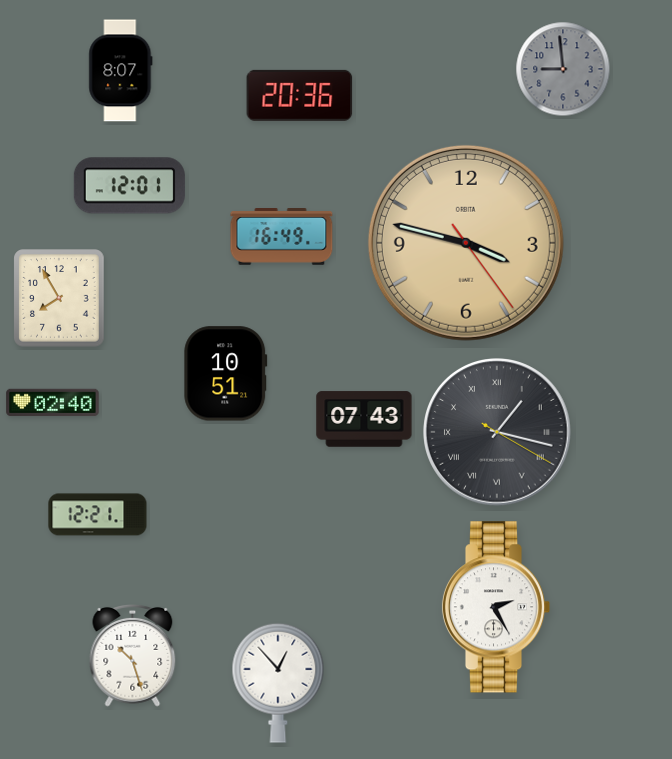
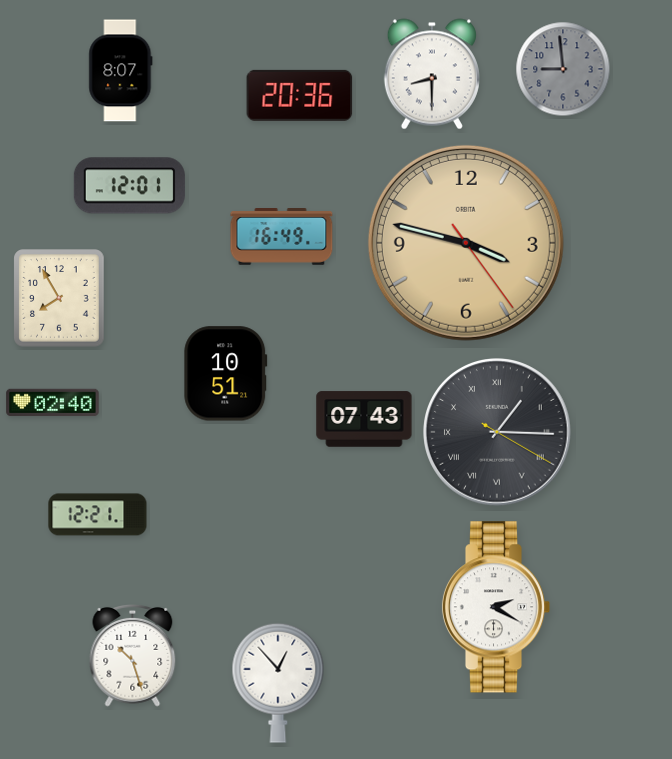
clock at (432, 74): none -> 8:30
clock at (497, 432): 1:17 -> 1:15
clock at (496, 607): 2:25 -> 2:20
